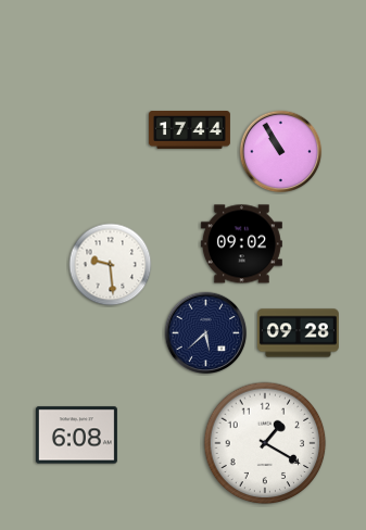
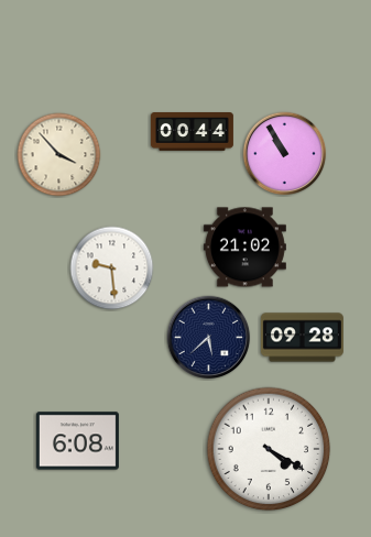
clock at (189, 130): 17:44 -> 00:44
clock at (59, 155): none -> 3:53
clock at (241, 244): 09:02 -> 21:02
clock at (265, 443): 1:20 -> 4:20
